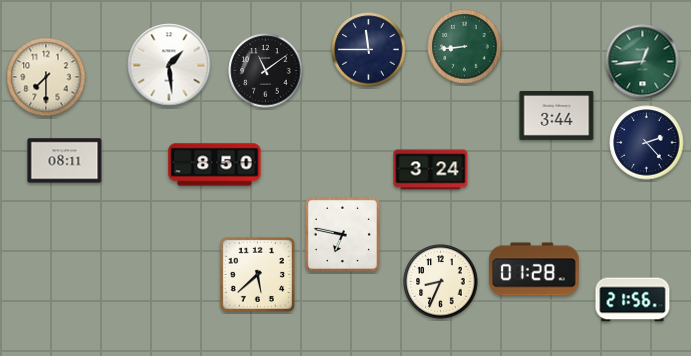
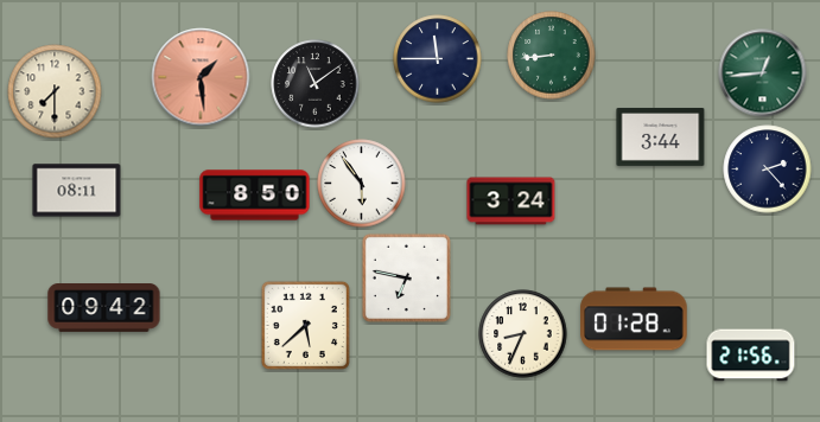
clock at (169, 65) dial: white -> salmon
clock at (362, 184): none -> 5:54
clock at (104, 308): none -> 09:42
